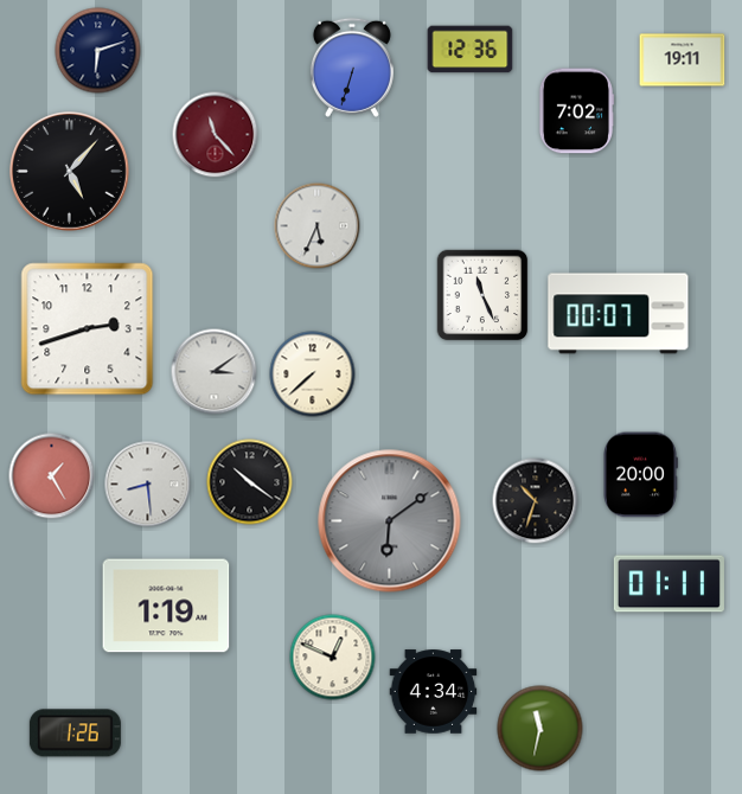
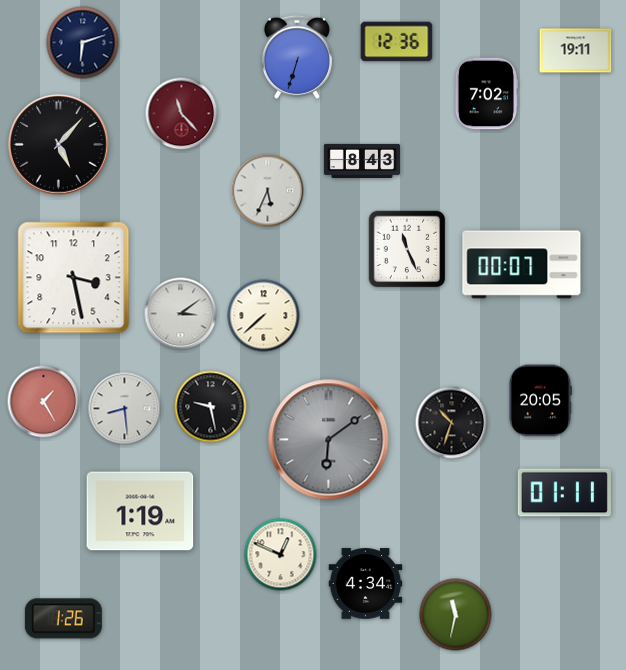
clock at (361, 161): none -> 8:43
clock at (88, 329): 2:42 -> 3:28
clock at (641, 475): 20:00 -> 20:05
clock at (250, 482): 10:21 -> 9:28
